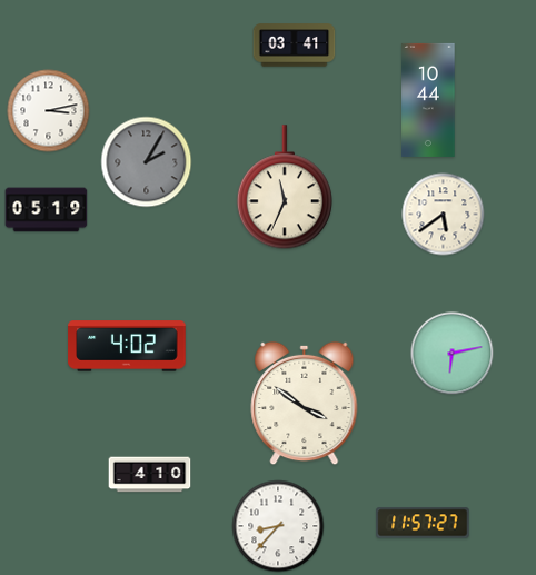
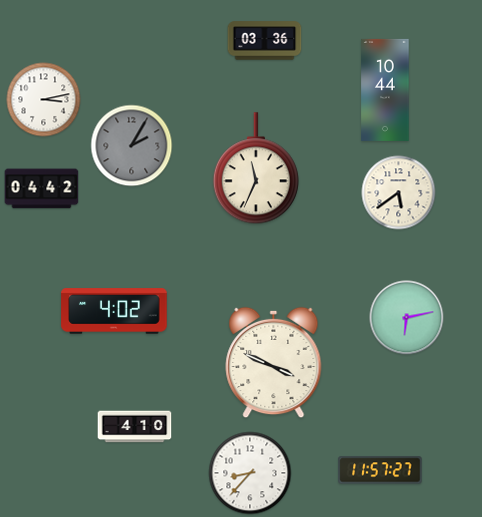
clock at (295, 46): 03:41 -> 03:36
clock at (47, 210): 05:19 -> 04:42
clock at (305, 404): 3:51 -> 3:49
